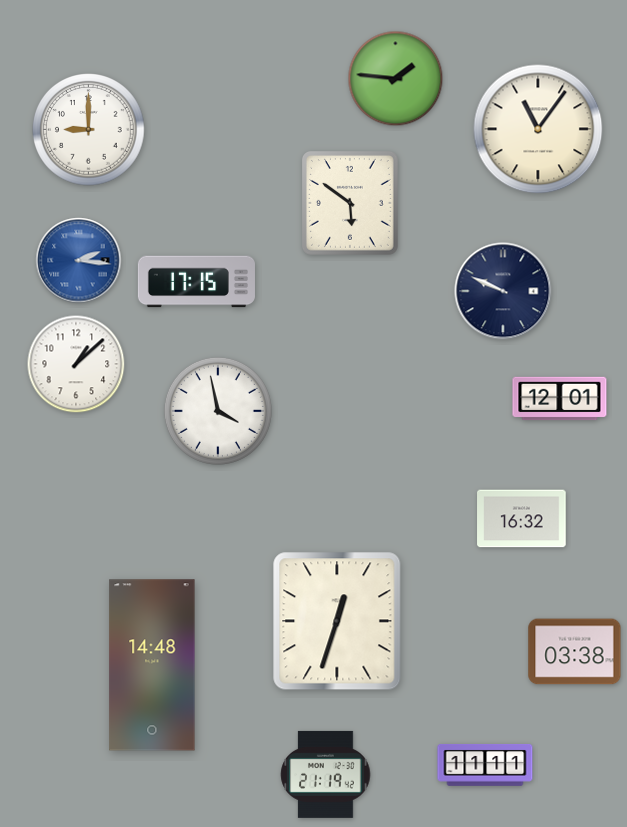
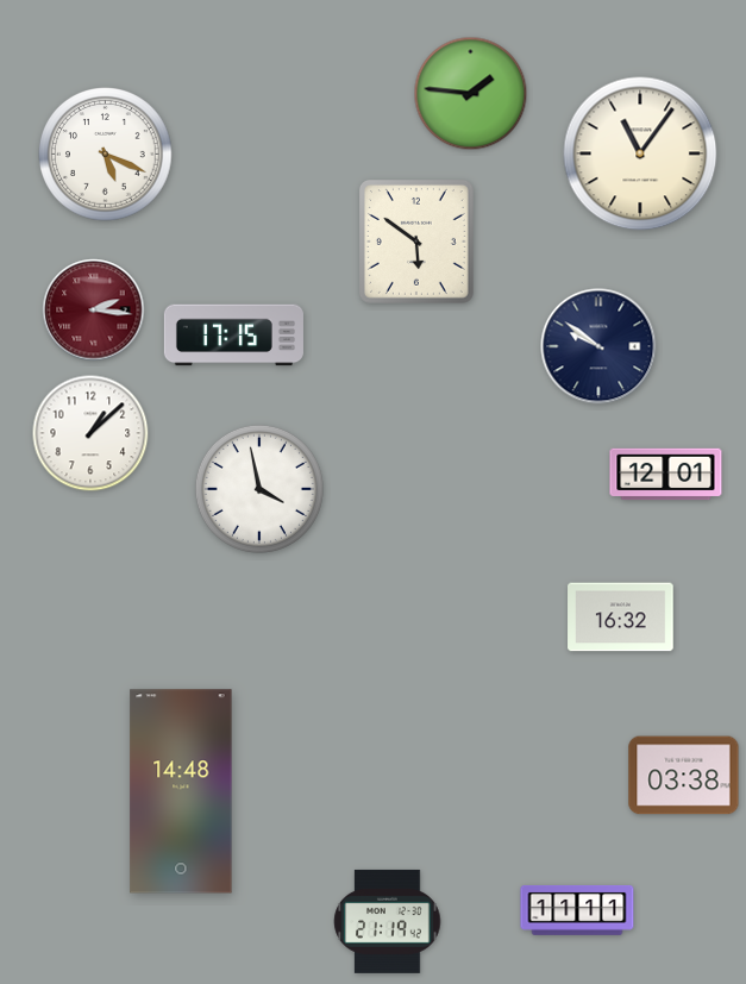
clock at (89, 130): 9:00 -> 5:19
clock at (79, 261) dial: blue -> burgundy
clock at (503, 291): 9:49 -> 9:51
clock at (337, 621): 12:33 -> none
